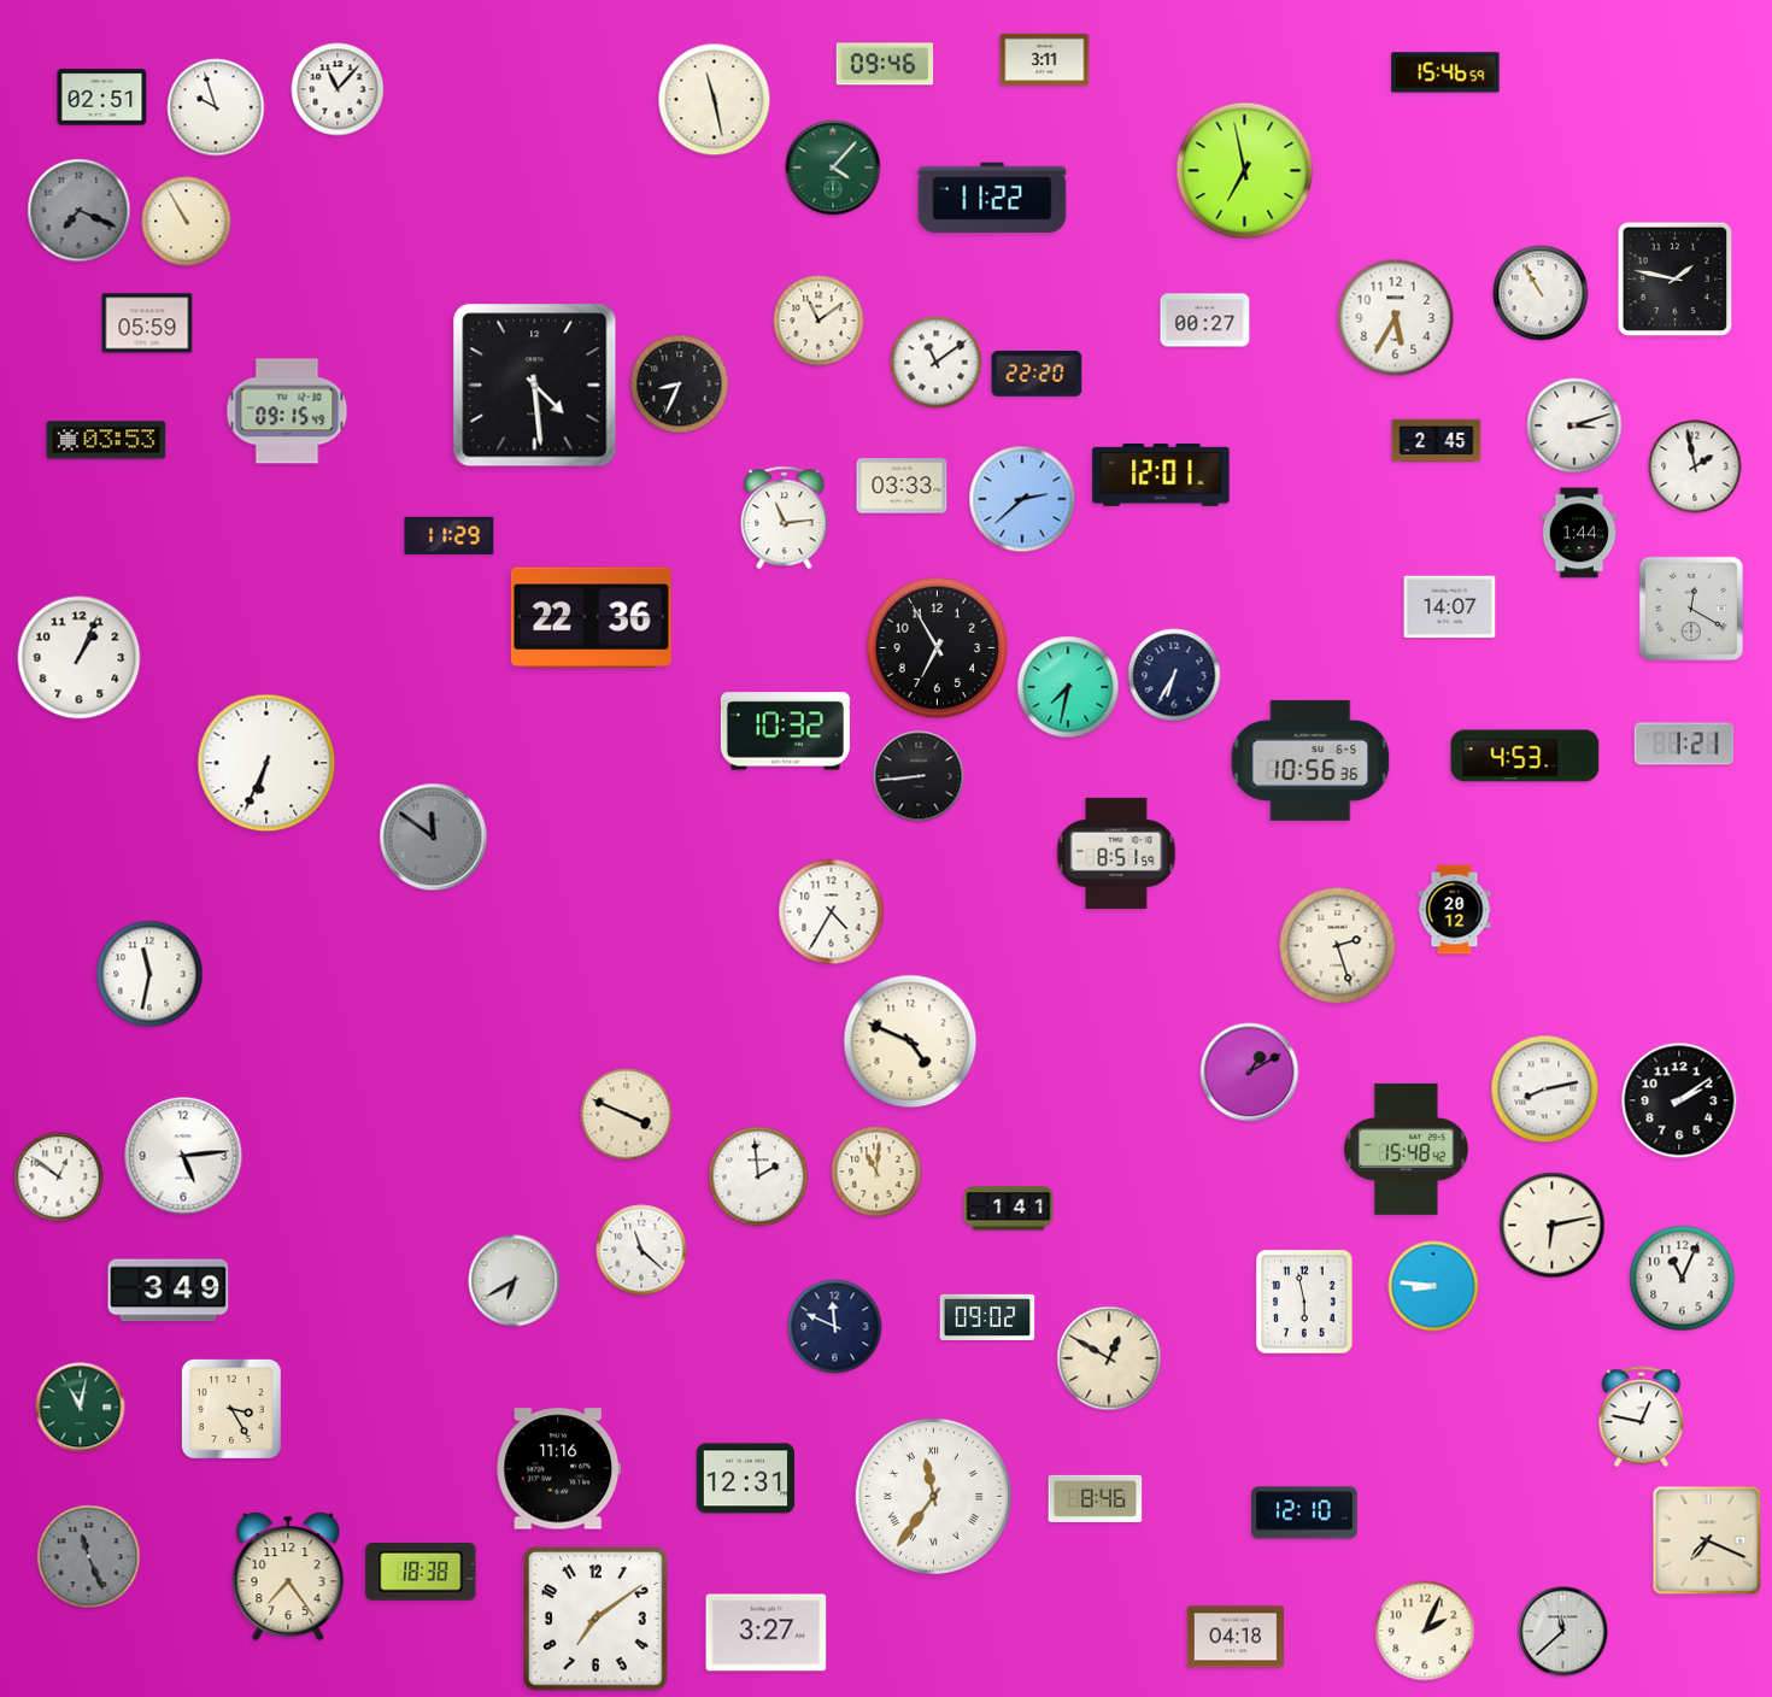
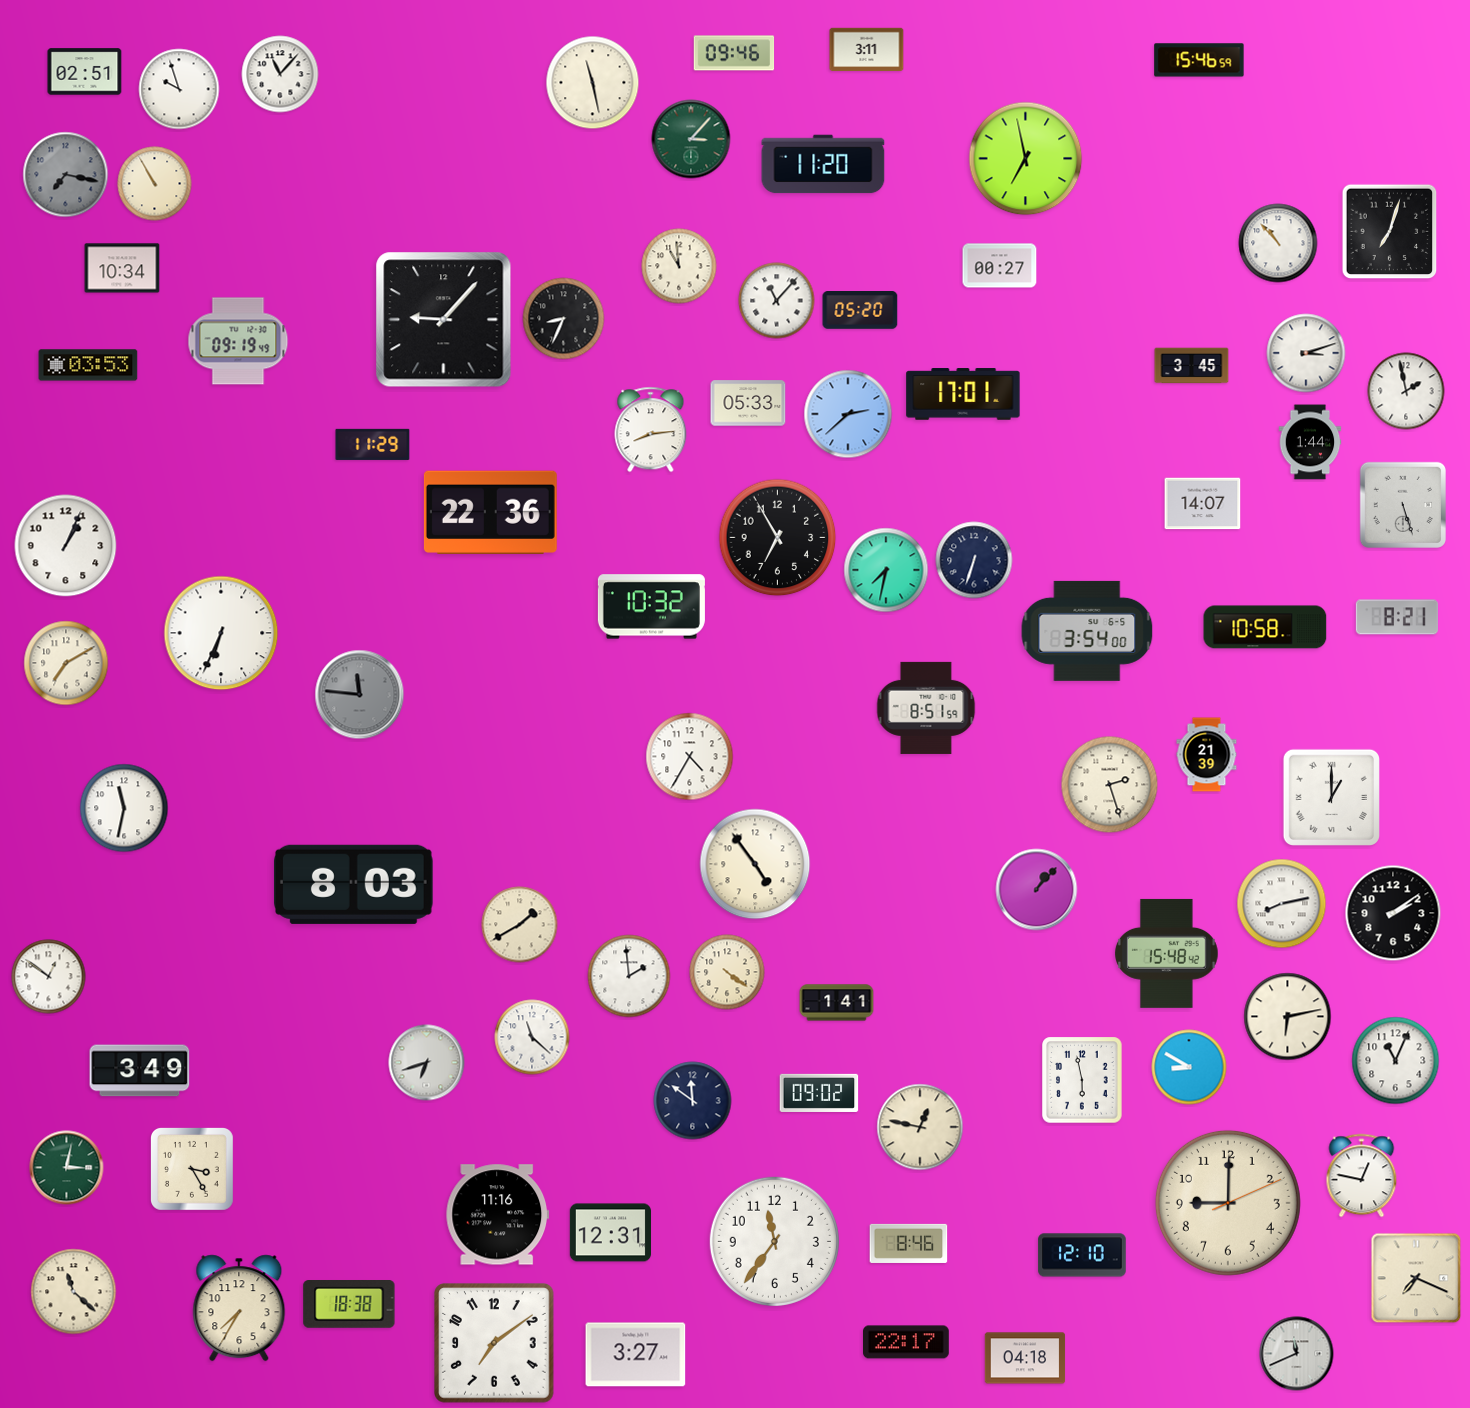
clock at (102, 98) position: (102, 98) -> (85, 72)
clock at (833, 168): 4:07 -> 3:07
clock at (1245, 171) position: (1245, 171) -> (1026, 159)
clock at (992, 198): 11:22 -> 11:20
clock at (80, 211): 7:19 -> 7:17
clock at (1676, 280): 1:47 -> 7:03
clock at (1541, 293): 10:55 -> 10:53
clock at (1396, 318): 5:35 -> none
clock at (818, 321): 11:09 -> 10:59
clock at (147, 323): 05:59 -> 10:34
clock at (937, 363): 11:09 -> 11:07
clock at (1037, 375): 22:20 -> 05:20
clock at (535, 386): 4:29 -> 9:07
clock at (287, 411): 09:15 -> 09:19
clock at (1437, 441): 2:45 -> 3:45
clock at (1695, 466) position: (1695, 466) -> (1406, 391)
clock at (1161, 475): 12:01 -> 17:01
clock at (902, 486): 03:33 -> 05:33
clock at (785, 518): 11:14 -> 8:14
clock at (1691, 609): 12:20 -> 5:27
clock at (1174, 675): 6:35 -> 6:33
clock at (1684, 744): 1:21 -> 8:21
clock at (1525, 756): 4:53 -> 10:58
clock at (1310, 761): 10:56 -> 3:54
clock at (919, 776): 8:44 -> none
clock at (66, 663): none -> 7:10
clock at (434, 838): 11:51 -> 11:46
clock at (1455, 910): 20:12 -> 21:39
clock at (1331, 797): none -> 1:00
clock at (910, 1041): 4:49 -> 4:54
clock at (353, 884): none -> 8:03
clock at (1250, 1073): 1:10 -> 1:07
clock at (627, 1115): 3:49 -> 1:40
clock at (183, 1156): 5:14 -> none
clock at (876, 1172): 11:01 -> 4:21
clock at (515, 1281): 6:40 -> 6:42
clock at (1433, 1286): 8:46 -> 8:50
clock at (835, 1327): 11:49 -> 11:51
clock at (1109, 1358): 12:50 -> 12:47
clock at (81, 1408): 11:02 -> 3:02
clock at (1228, 1203): none -> 9:00
clock at (559, 1469) position: (559, 1469) -> (498, 1215)
clock at (745, 1479) position: (745, 1479) -> (610, 1233)
clock at (933, 1496) numerals: Roman -> Arabic
clock at (89, 1557): 11:26 -> 11:22
clock at (89, 1557) dial: grey -> cream
clock at (288, 1576): 7:24 -> 7:35
clock at (907, 1342): none -> 22:17
clock at (1425, 1631): 2:04 -> none
clock at (1563, 1632): 11:38 -> 11:41
